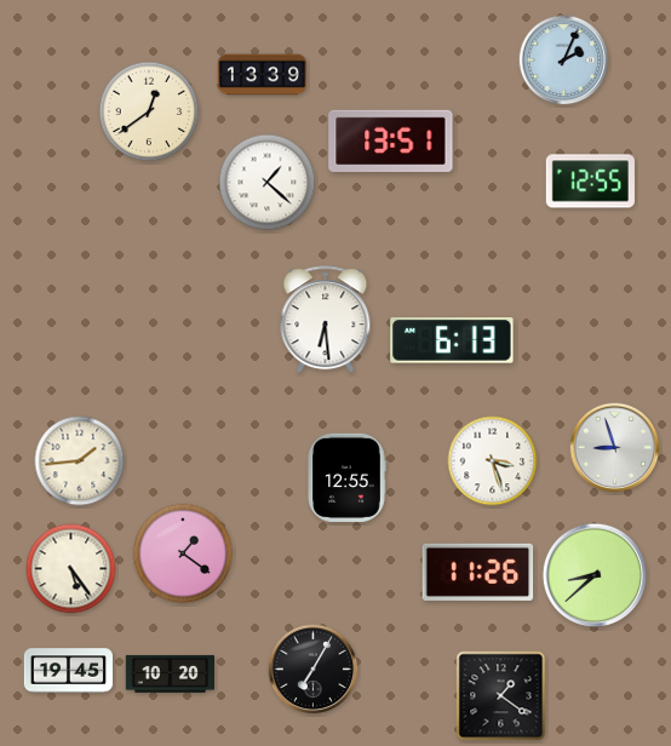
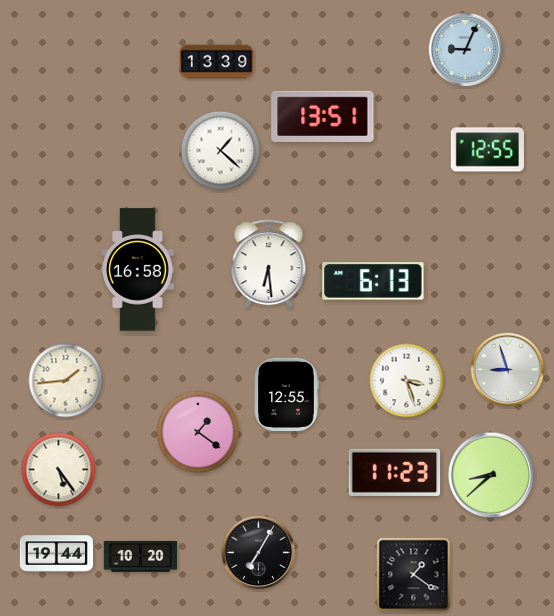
clock at (564, 61): 2:04 -> 9:04
clock at (149, 111): 12:39 -> none
clock at (137, 270): none -> 16:58
clock at (183, 553) position: (183, 553) -> (198, 432)
clock at (478, 572): 11:26 -> 11:23
clock at (68, 671): 19:45 -> 19:44
